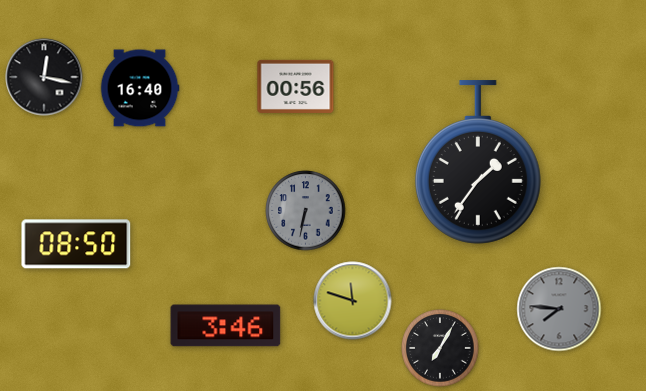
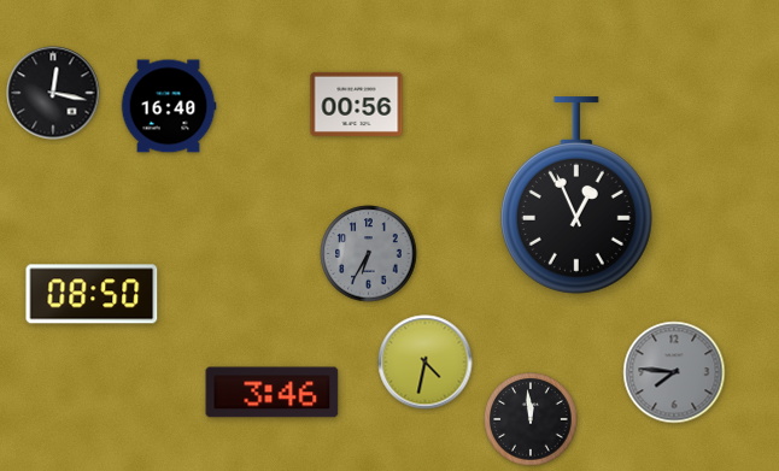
clock at (478, 162): 1:36 -> 12:56
clock at (306, 211): 6:32 -> 6:35
clock at (353, 301): 11:48 -> 4:32
clock at (440, 348): 7:05 -> 11:59
